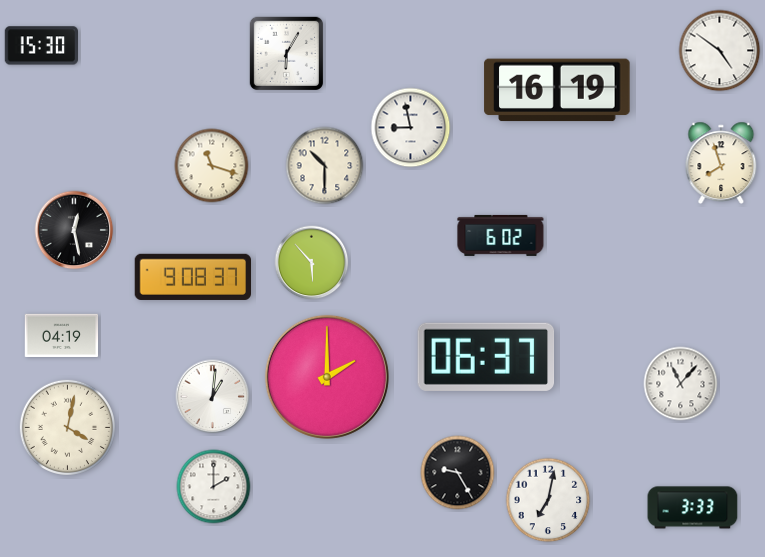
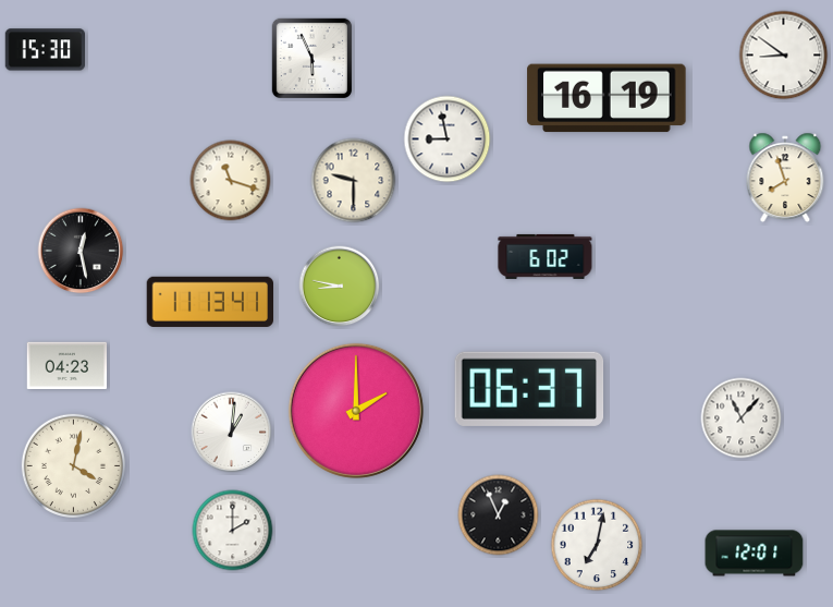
clock at (720, 51): 4:51 -> 8:51
clock at (286, 53): 6:05 -> 5:56
clock at (325, 166): 10:30 -> 9:30
clock at (312, 263): 5:53 -> 8:47
clock at (192, 277): 9:08 -> 11:13
clock at (62, 336): 04:19 -> 04:23
clock at (458, 473): 9:25 -> 12:56
clock at (693, 508): 3:33 -> 12:01
